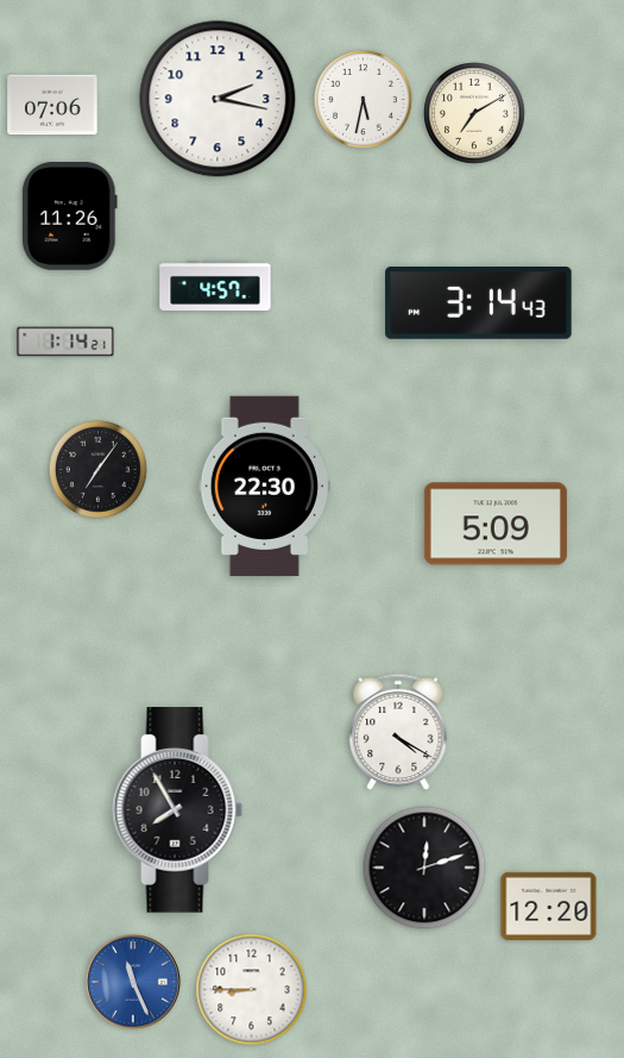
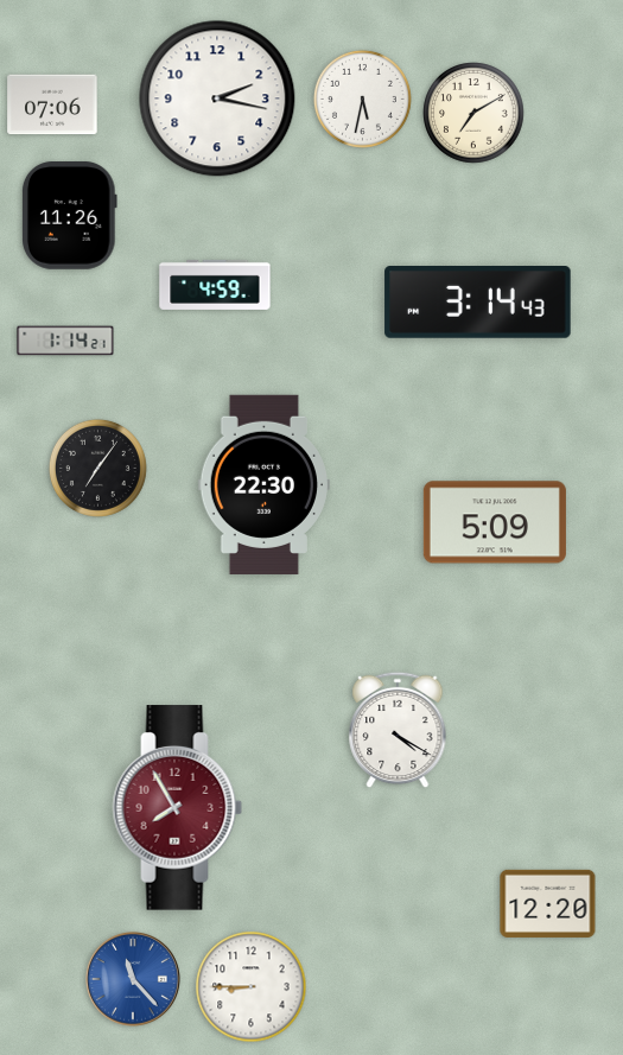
clock at (215, 286): 4:57 -> 4:59
clock at (178, 810) dial: black -> burgundy
clock at (424, 868): 12:12 -> none
clock at (133, 982): 11:26 -> 11:23
